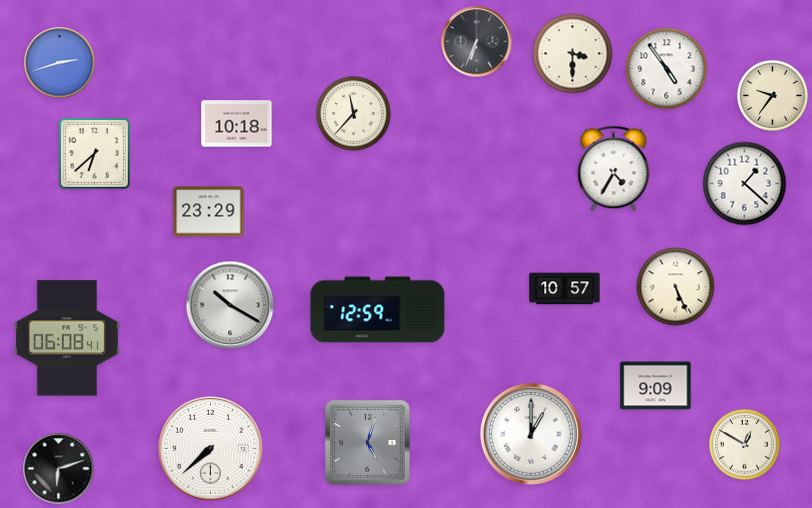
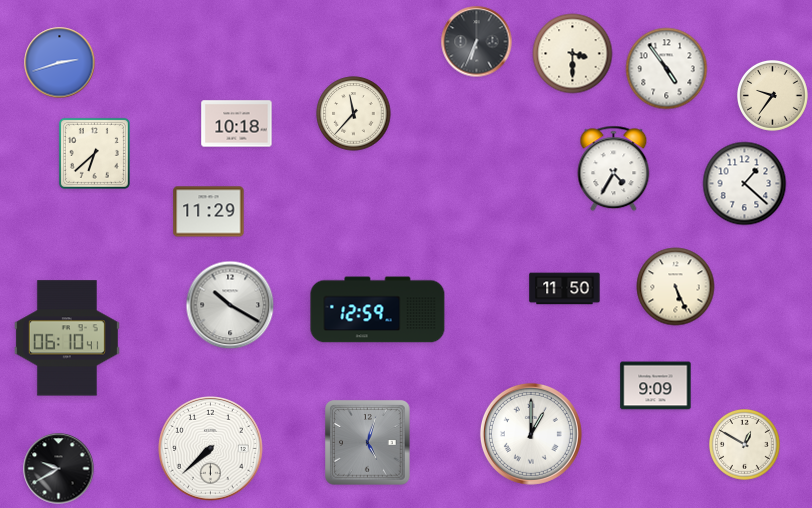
clock at (209, 212): 23:29 -> 11:29
clock at (565, 289): 10:57 -> 11:50
clock at (67, 338): 06:08 -> 06:10
clock at (59, 469): 6:12 -> 9:40
